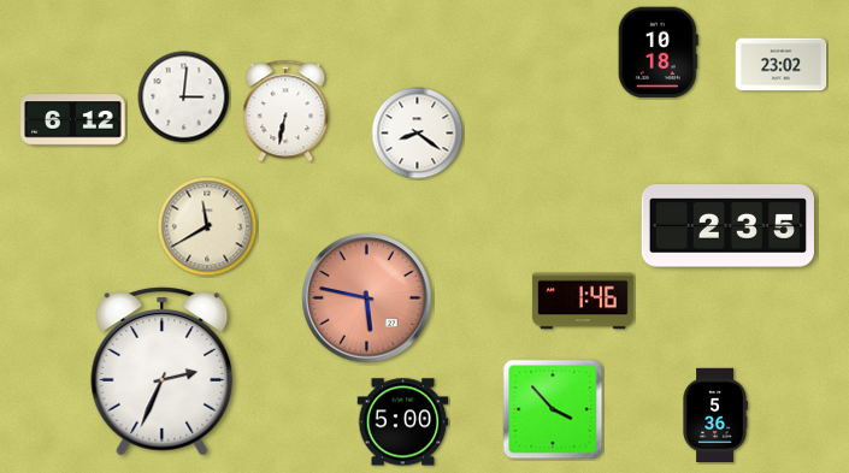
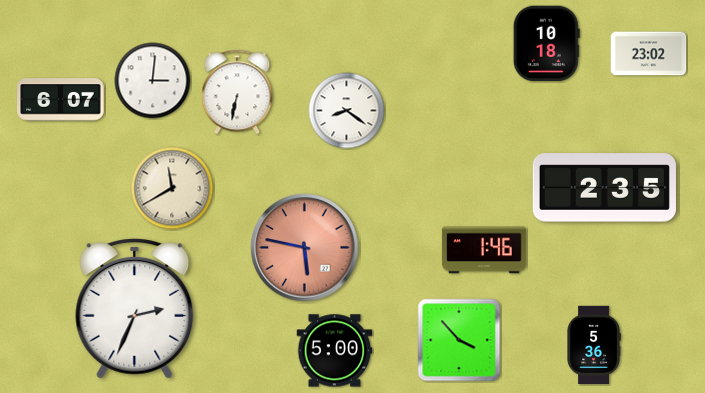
clock at (73, 120): 6:12 -> 6:07
